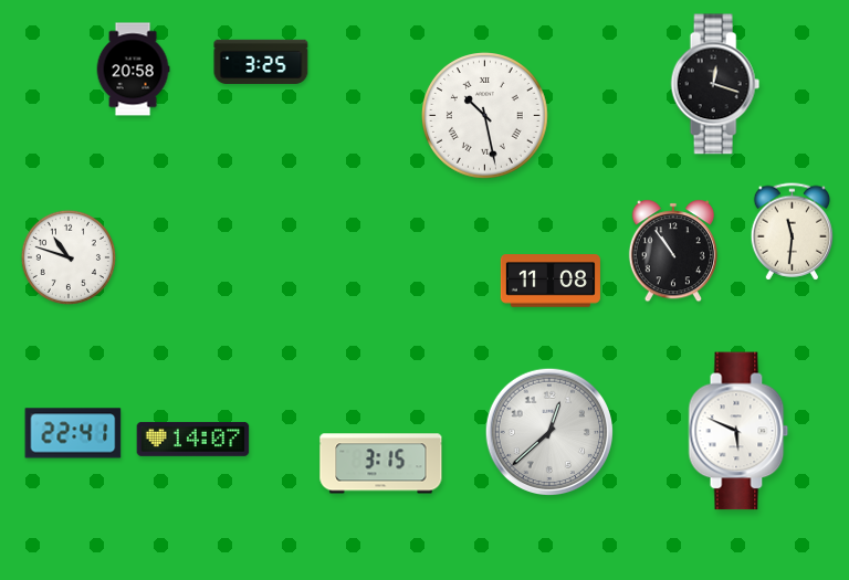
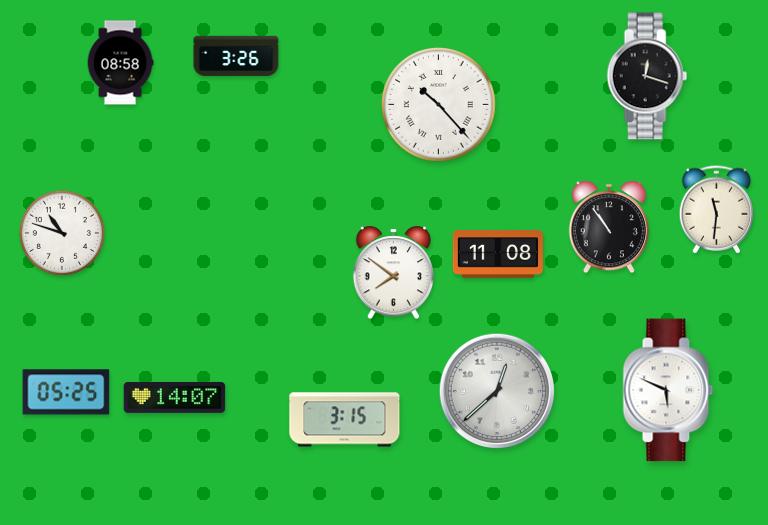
clock at (261, 62): 3:25 -> 3:26
clock at (133, 70): 20:58 -> 08:58
clock at (485, 116): 10:28 -> 10:23
clock at (394, 273): none -> 7:51
clock at (73, 433): 22:41 -> 05:25
